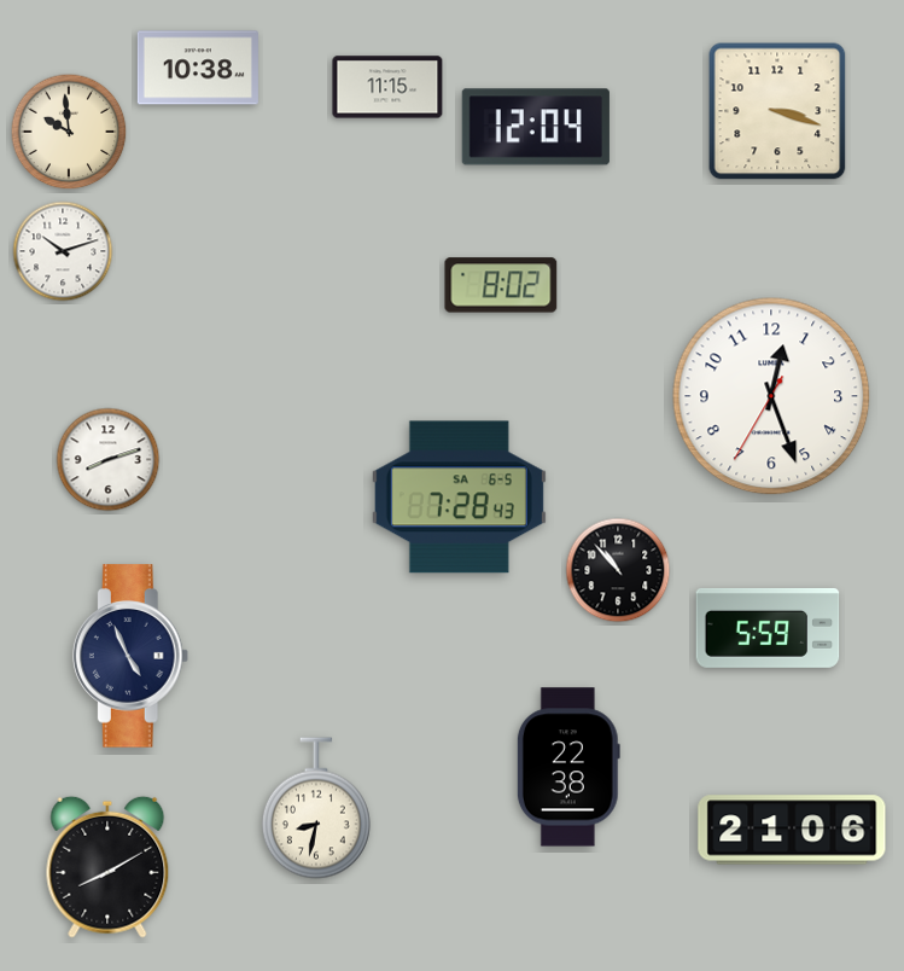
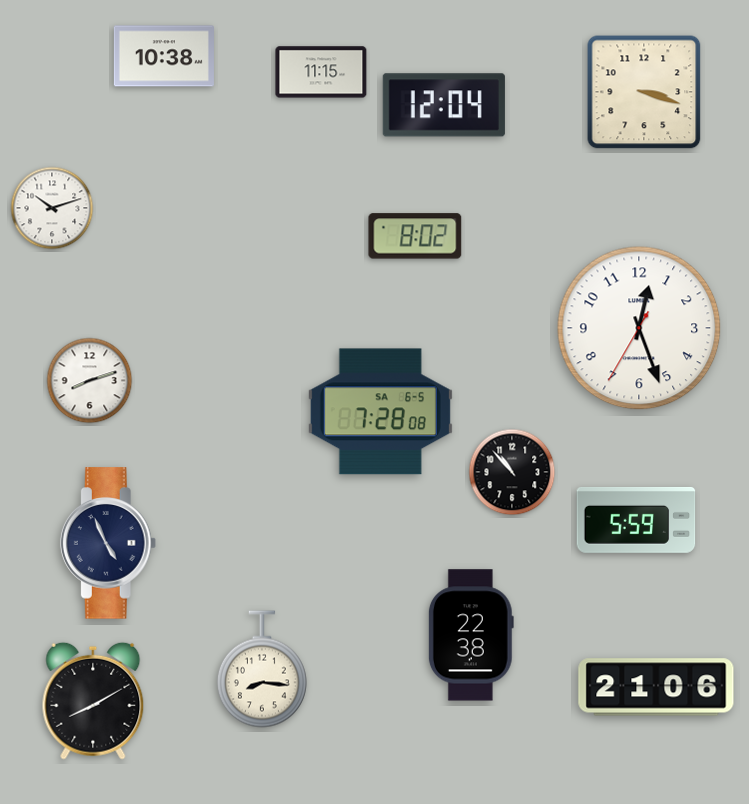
clock at (69, 132): 9:59 -> none
clock at (459, 498): 7:28:43 -> 7:28:08
clock at (316, 808): 8:32 -> 8:16
clock at (107, 867) position: (107, 867) -> (93, 701)
